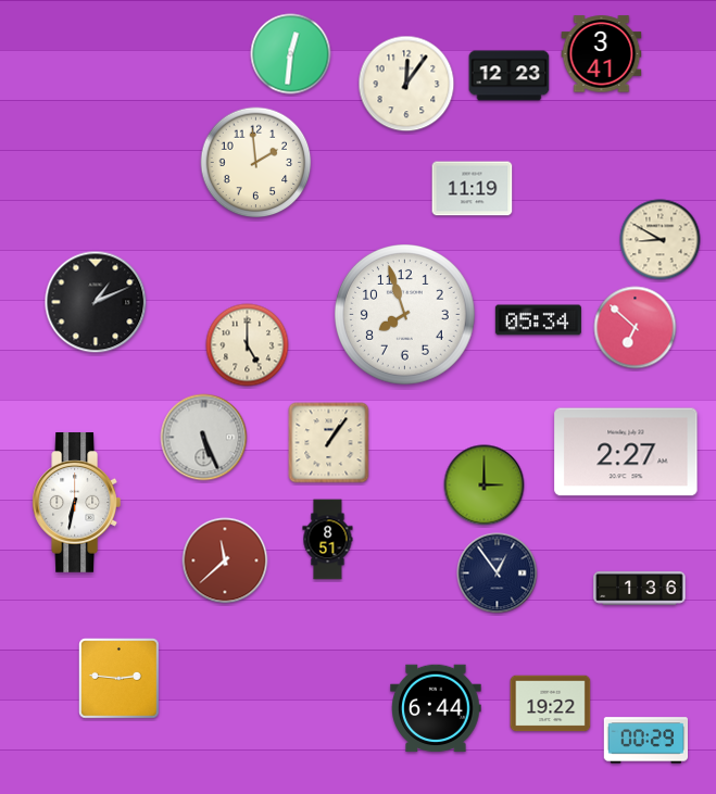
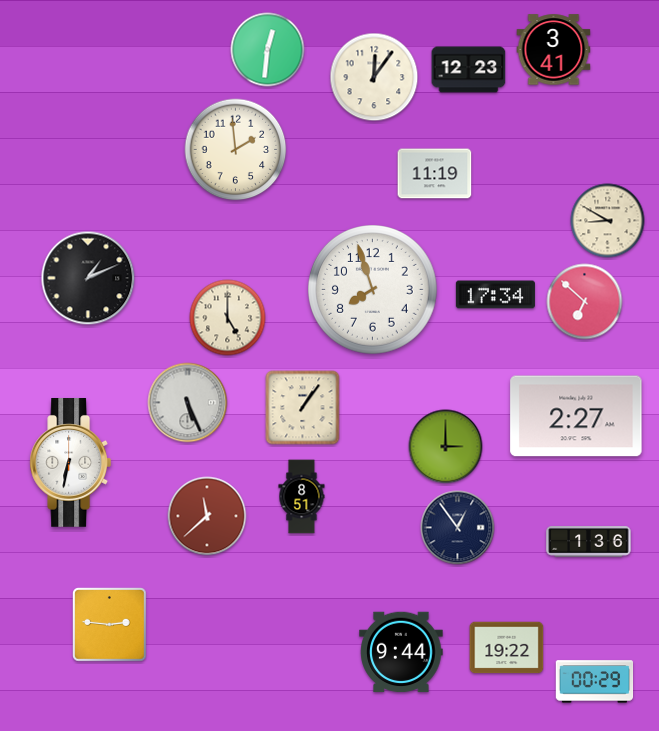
clock at (538, 320): 05:34 -> 17:34
clock at (436, 708): 6:44 -> 9:44
